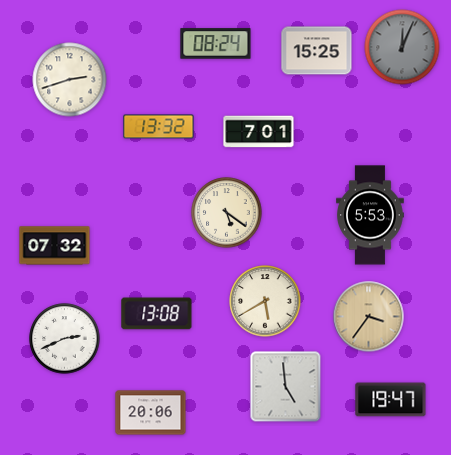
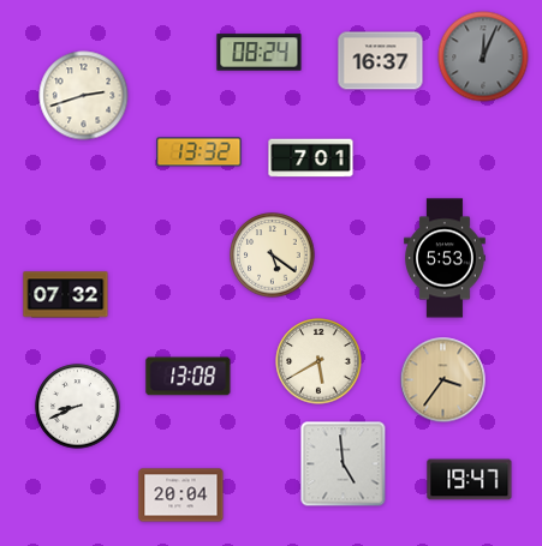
clock at (317, 51): 15:25 -> 16:37
clock at (159, 127) position: (159, 127) -> (199, 152)
clock at (65, 339): 2:41 -> 8:41
clock at (151, 413): 20:06 -> 20:04
